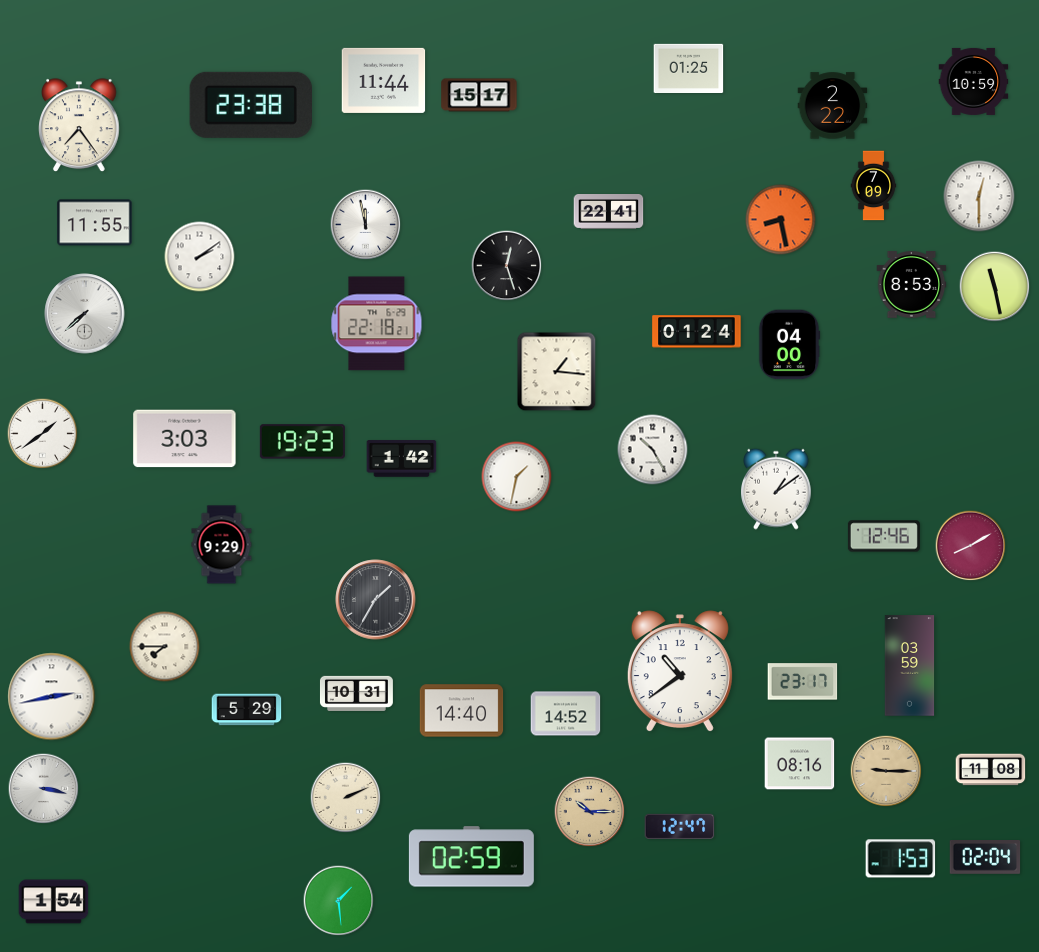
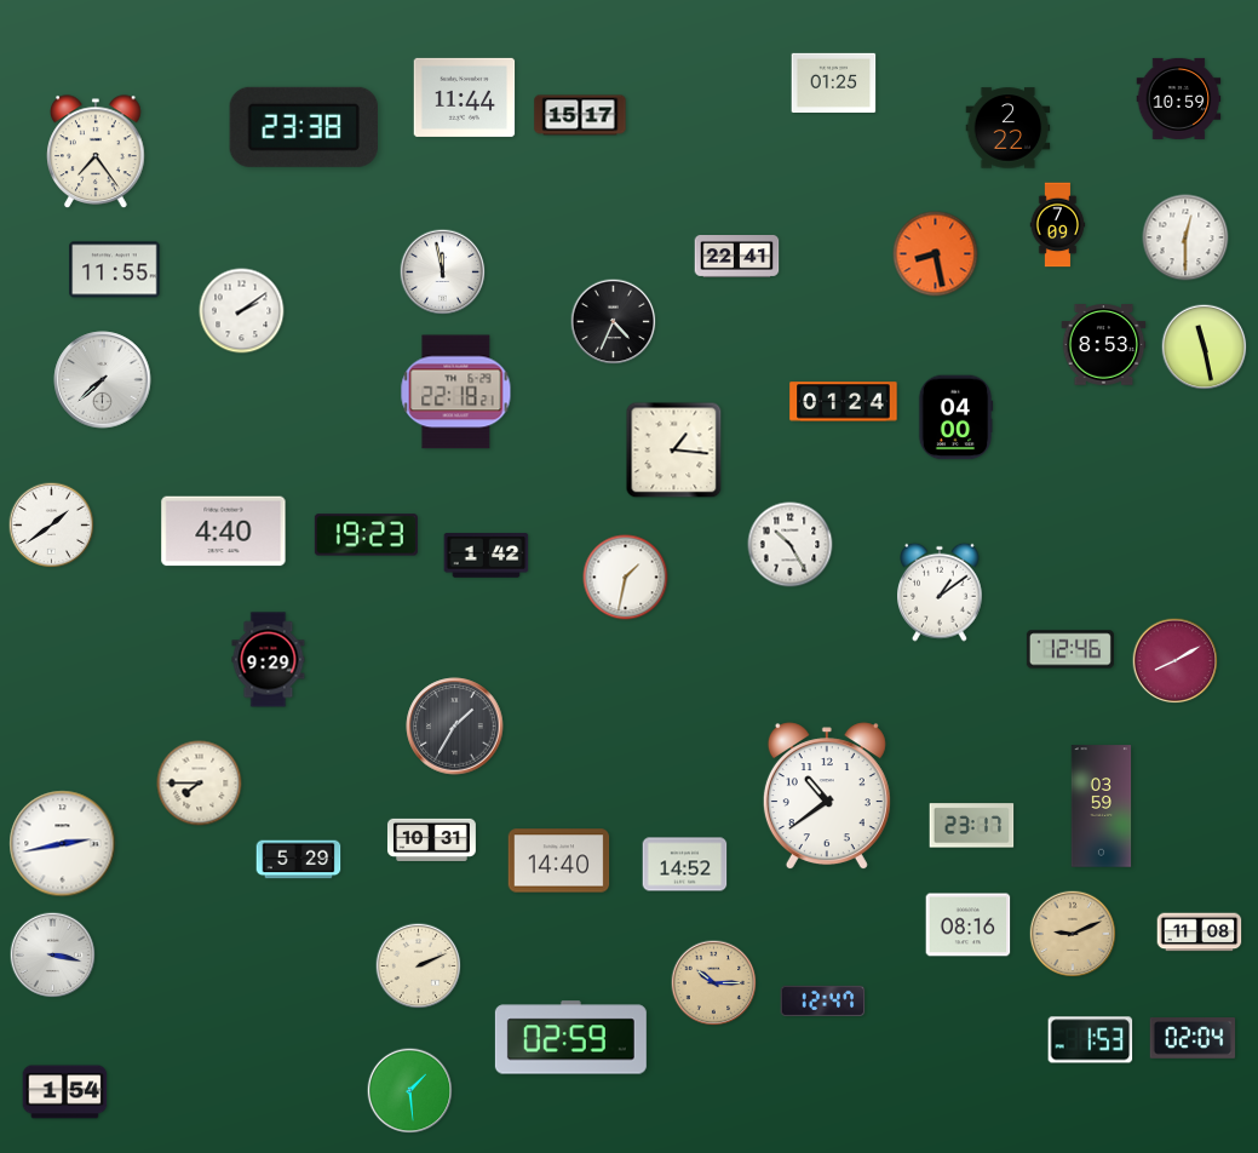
clock at (781, 220) position: (781, 220) -> (936, 254)
clock at (507, 266): 12:27 -> 4:34
clock at (185, 439): 3:03 -> 4:40
clock at (680, 672) position: (680, 672) -> (827, 797)
clock at (886, 771): 9:15 -> 9:11
